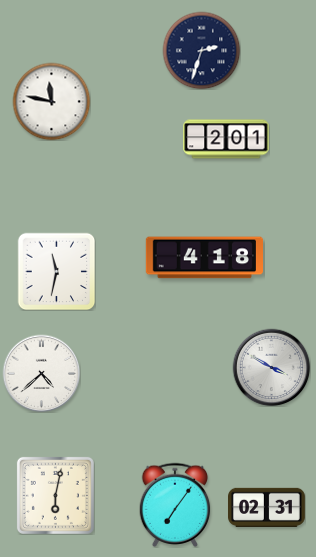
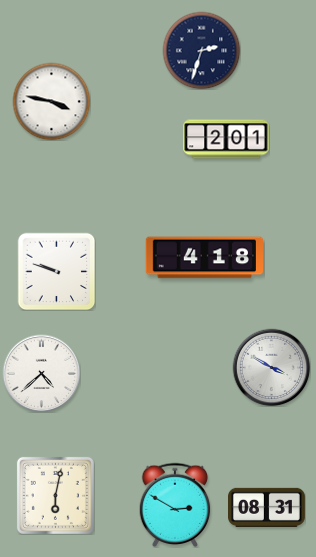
clock at (51, 101): 11:47 -> 3:47
clock at (56, 271): 11:32 -> 9:48
clock at (175, 504): 7:06 -> 2:50
clock at (267, 507): 02:31 -> 08:31
